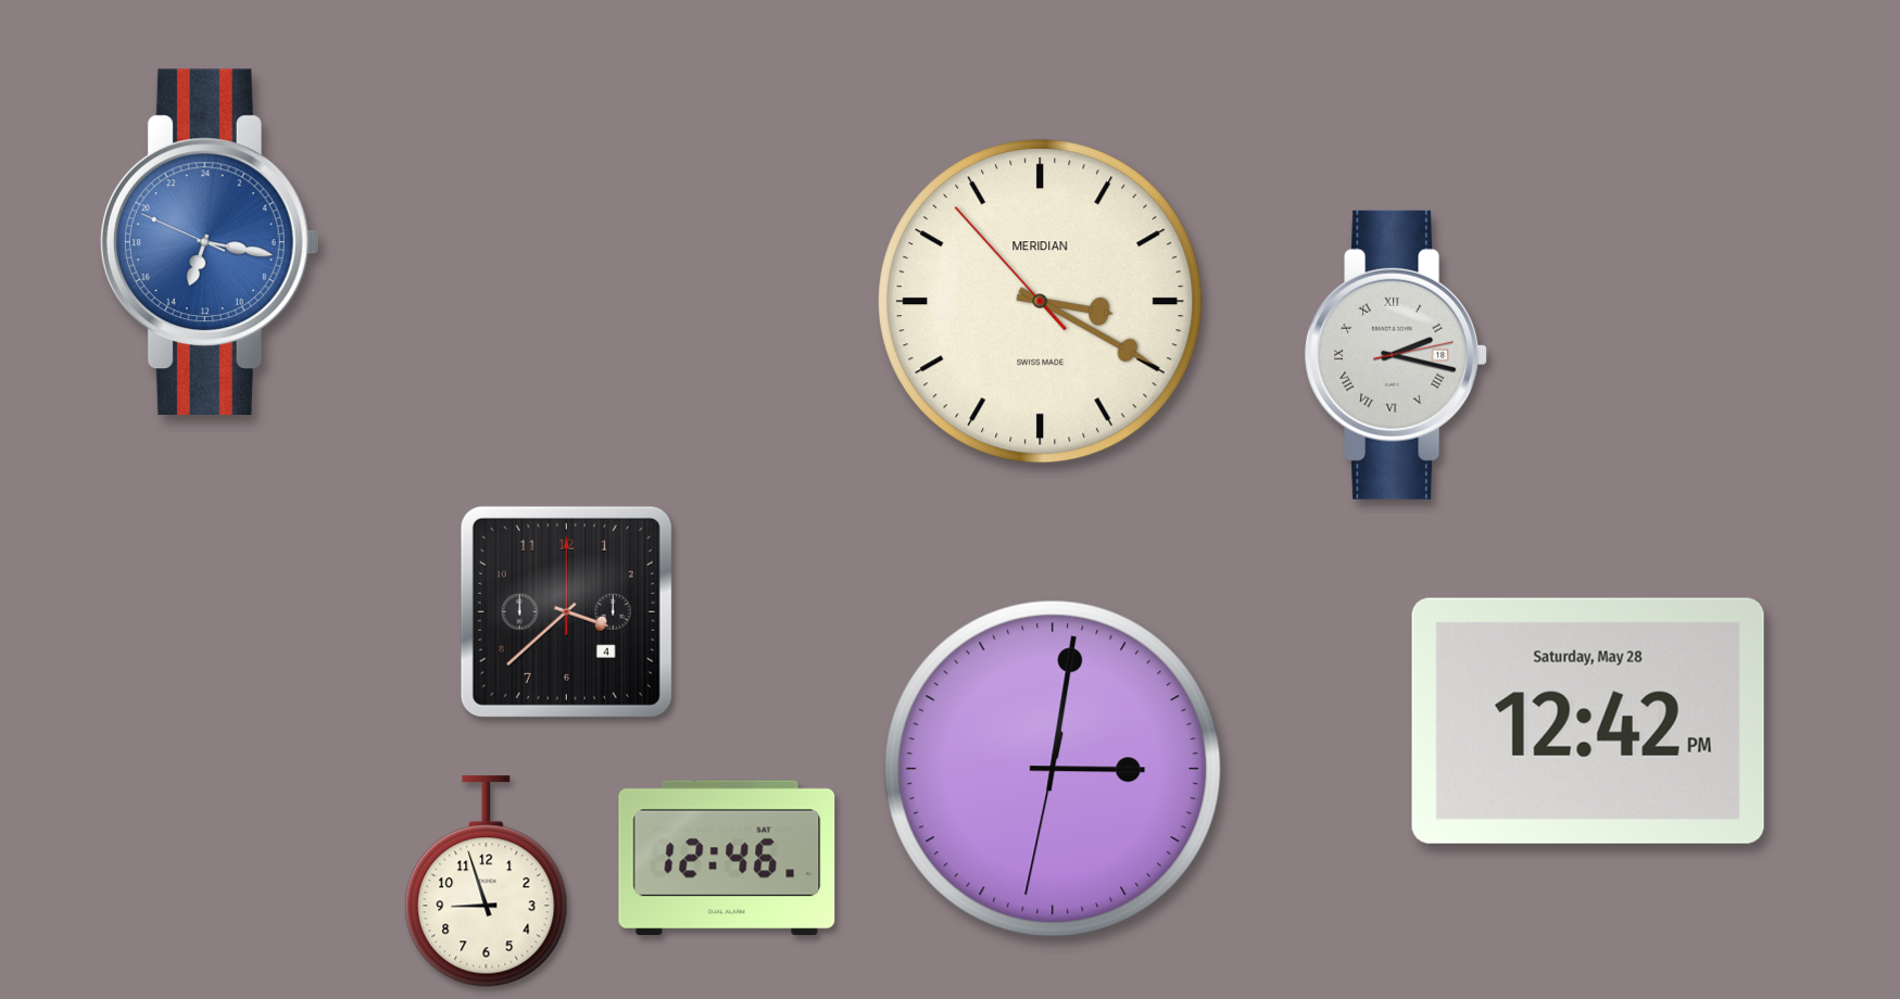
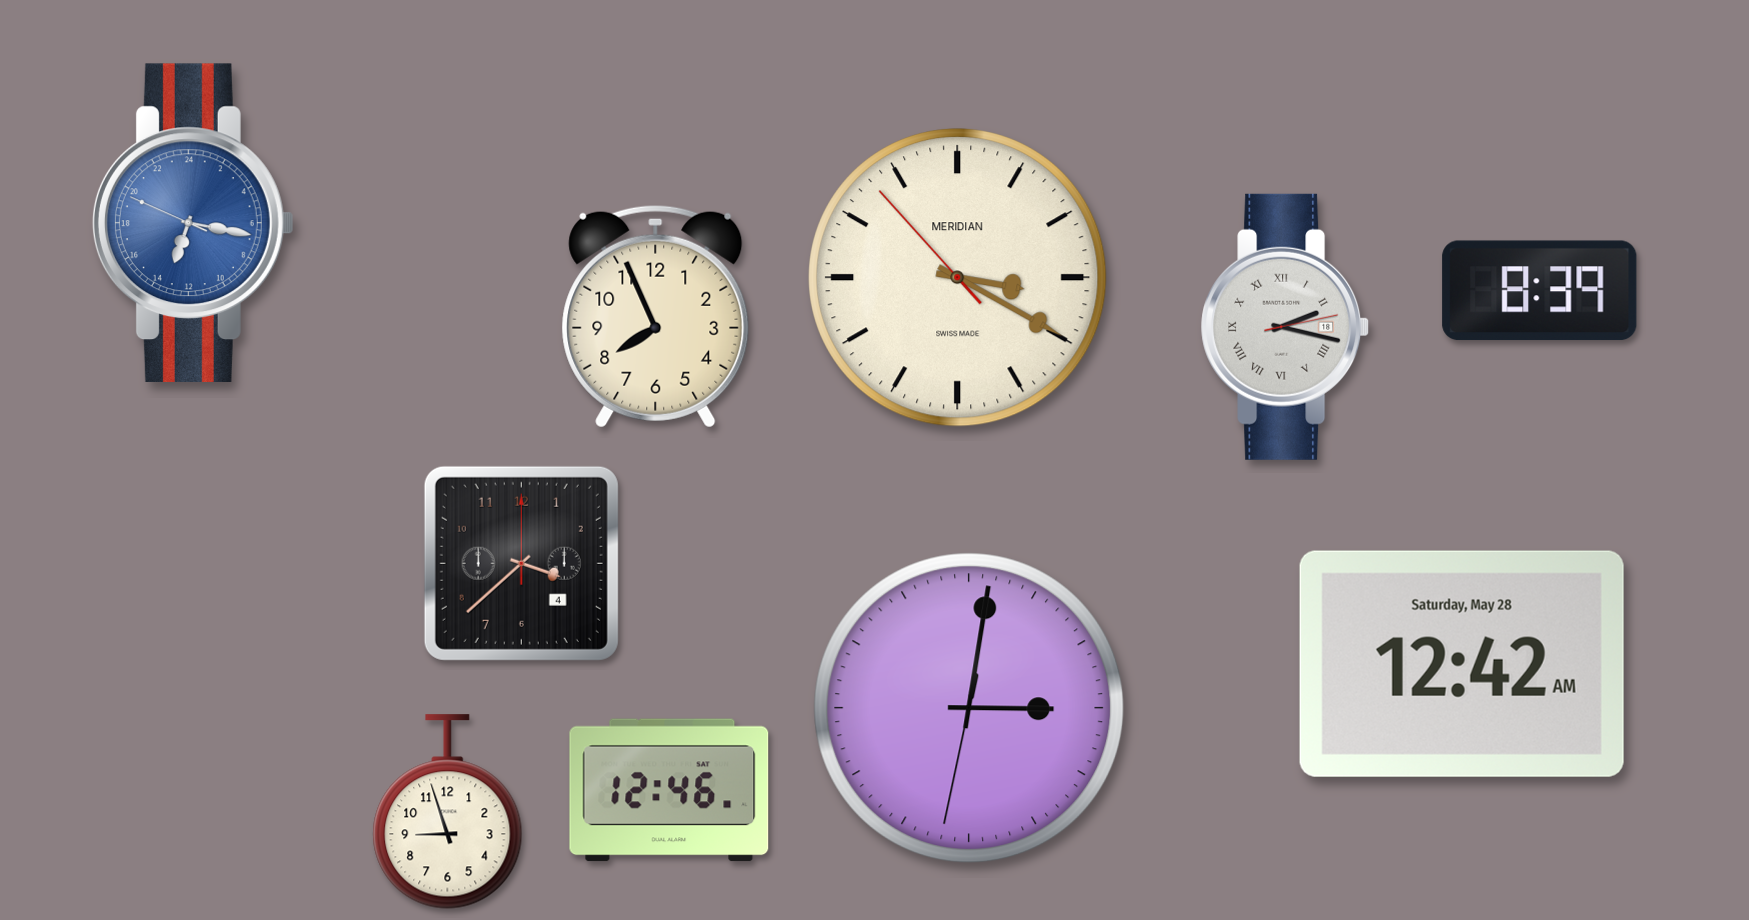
clock at (1540, 291): none -> 8:39
clock at (656, 316): none -> 7:56
clock at (1588, 721): 12:42 PM -> 12:42 AM
